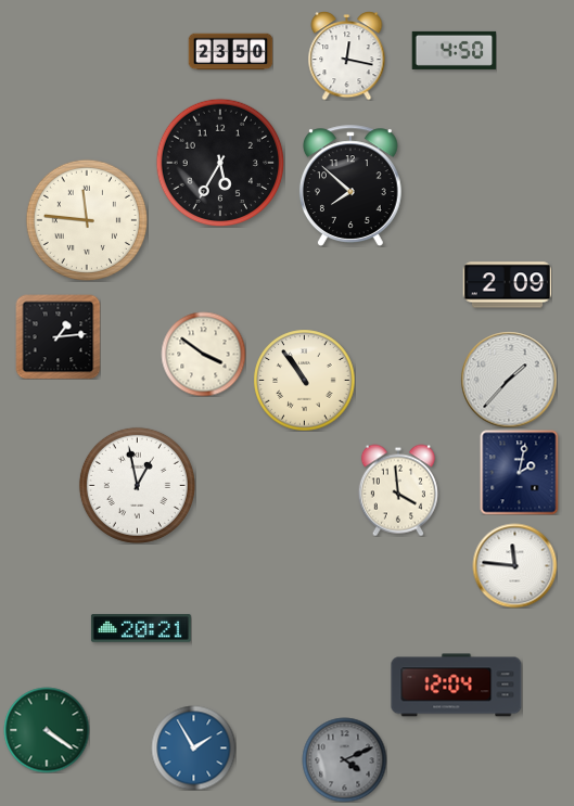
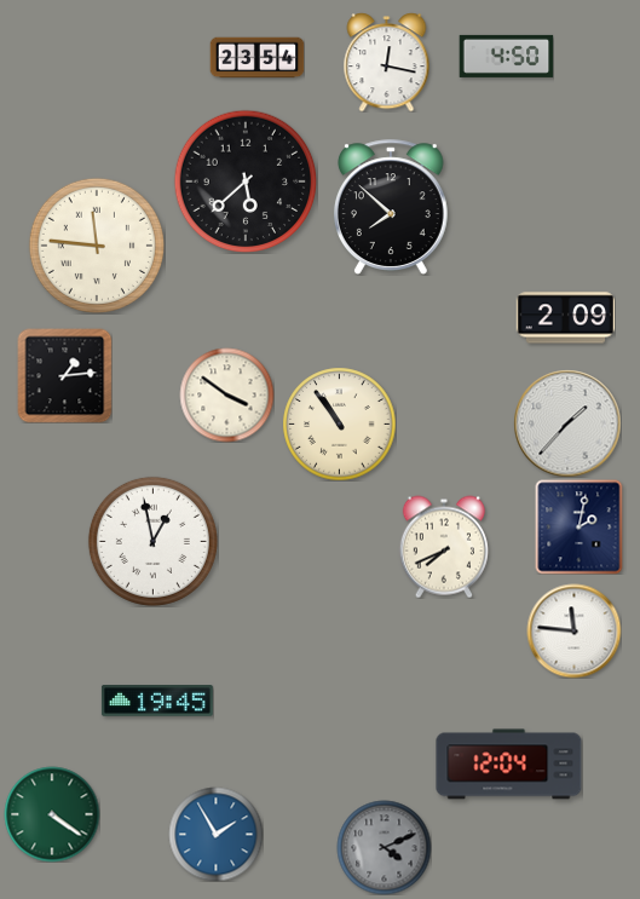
clock at (230, 52): 23:50 -> 23:54
clock at (220, 163): 5:35 -> 5:38
clock at (398, 490): 3:59 -> 7:41
clock at (141, 628): 20:21 -> 19:45
